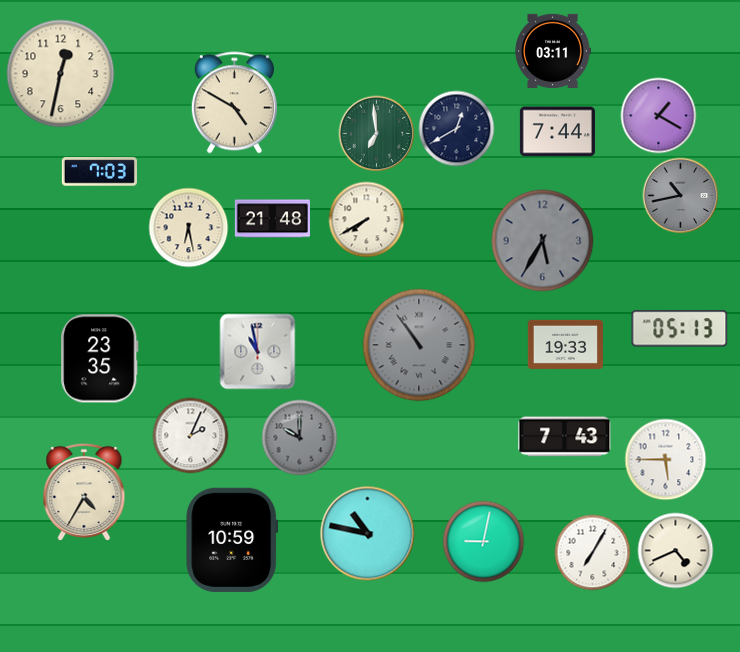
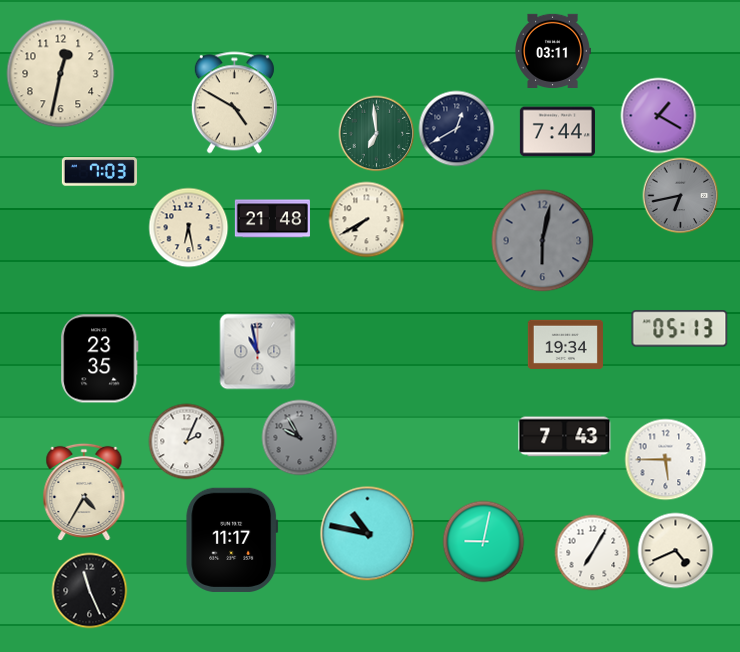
clock at (681, 196): 10:43 -> 6:43
clock at (543, 241): 5:35 -> 6:02
clock at (565, 344): 19:33 -> 19:34
clock at (419, 345): 10:54 -> none
clock at (191, 436) position: (191, 436) -> (187, 442)
clock at (300, 438): 10:00 -> 9:55
clock at (232, 540): 10:59 -> 11:17
clock at (90, 591): none -> 11:26
